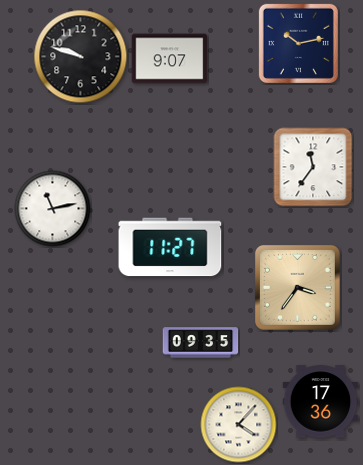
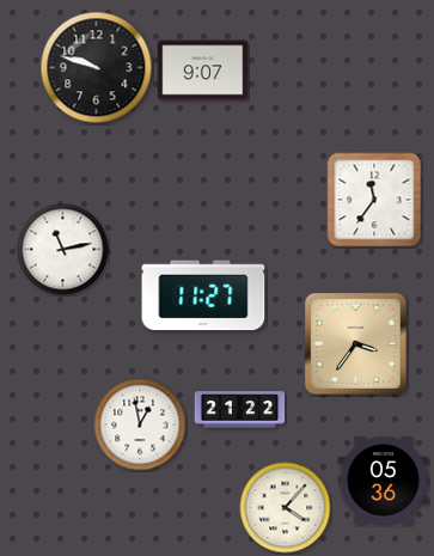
clock at (298, 43): 10:13 -> none
clock at (201, 343): 09:35 -> 21:22
clock at (140, 424): none -> 12:58
clock at (321, 402): 17:36 -> 05:36
